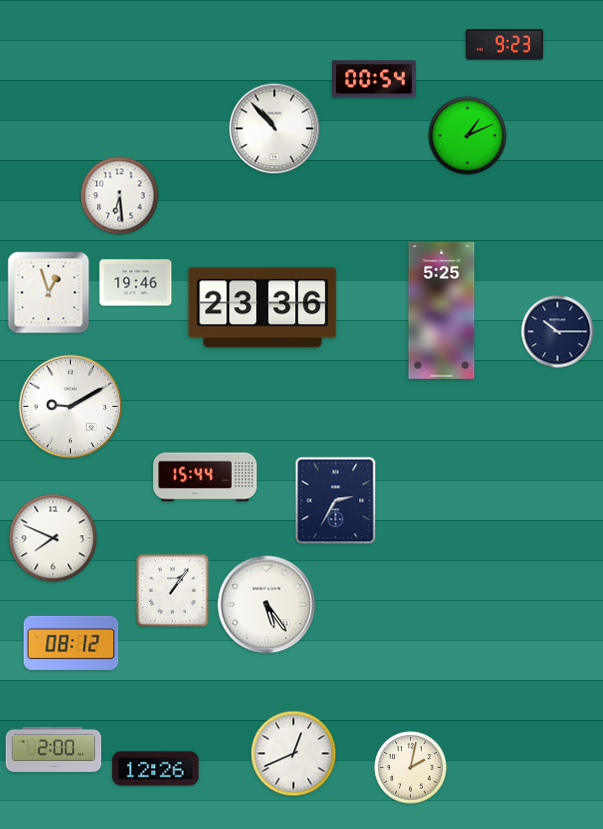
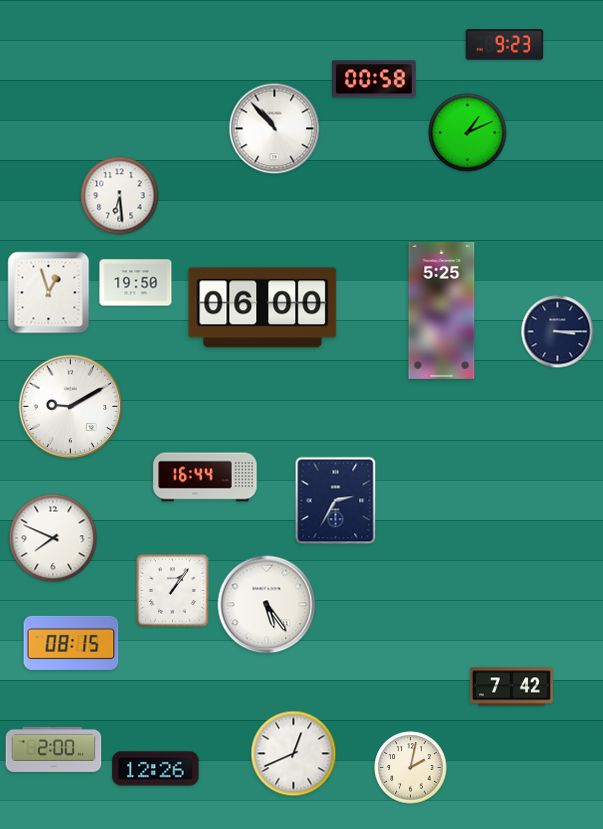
clock at (374, 79): 00:54 -> 00:58
clock at (468, 136) position: (468, 136) -> (468, 133)
clock at (136, 283): 19:46 -> 19:50
clock at (263, 308): 23:36 -> 06:00
clock at (558, 332): 10:15 -> 3:15
clock at (205, 477): 15:44 -> 16:44
clock at (71, 643): 08:12 -> 08:15
clock at (512, 687): none -> 7:42
